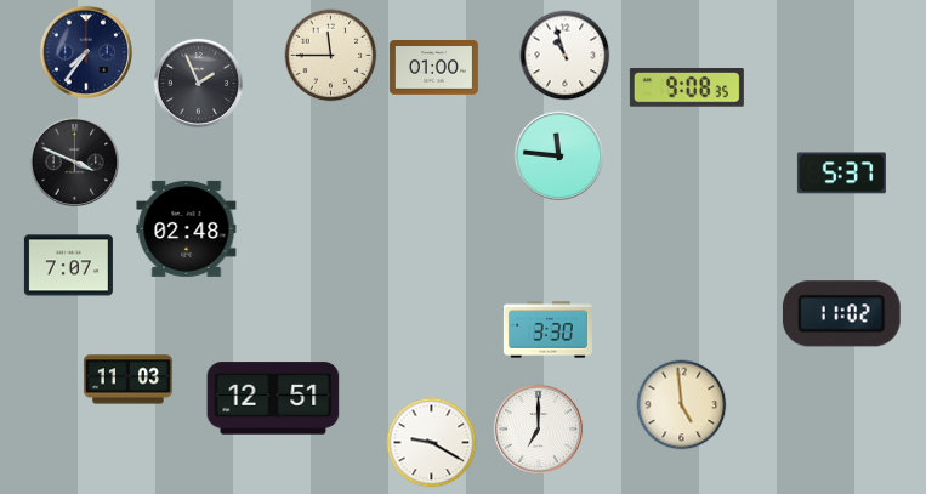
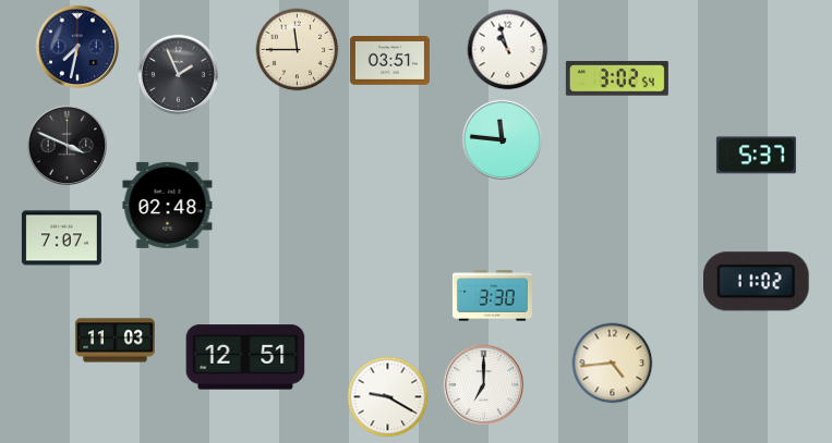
clock at (86, 52): 7:36 -> 7:32
clock at (433, 68): 01:00 -> 03:51
clock at (687, 87): 9:08 -> 3:02
clock at (682, 405): 4:59 -> 4:44
